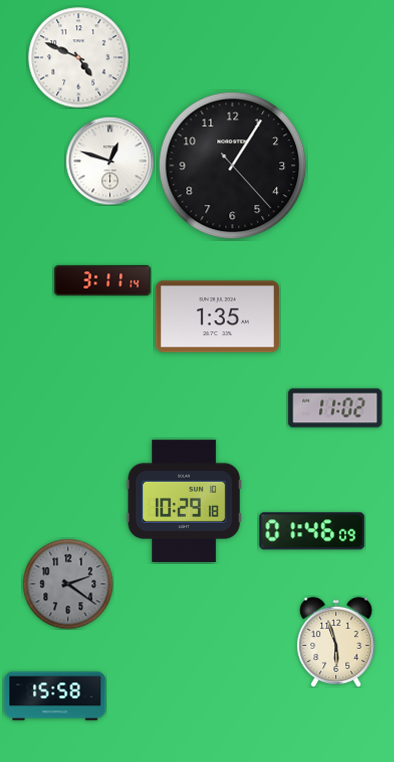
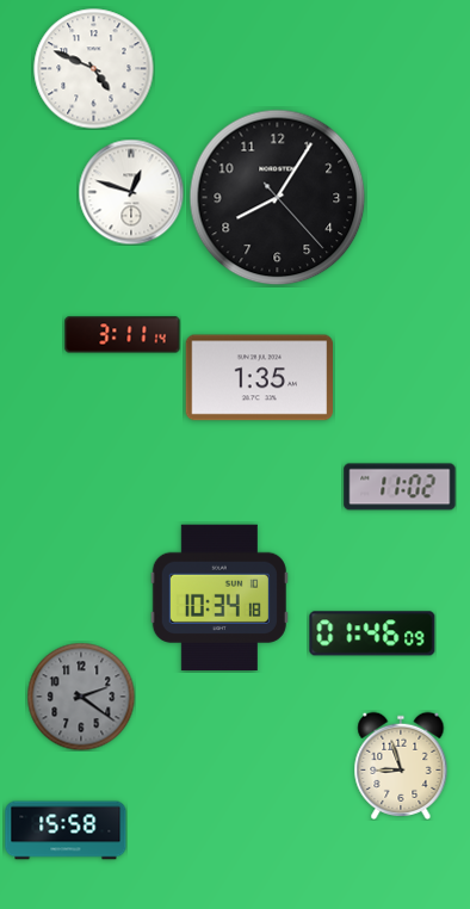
clock at (233, 166): 1:05 -> 8:05
clock at (184, 501): 10:29 -> 10:34
clock at (336, 642): 5:57 -> 8:57
